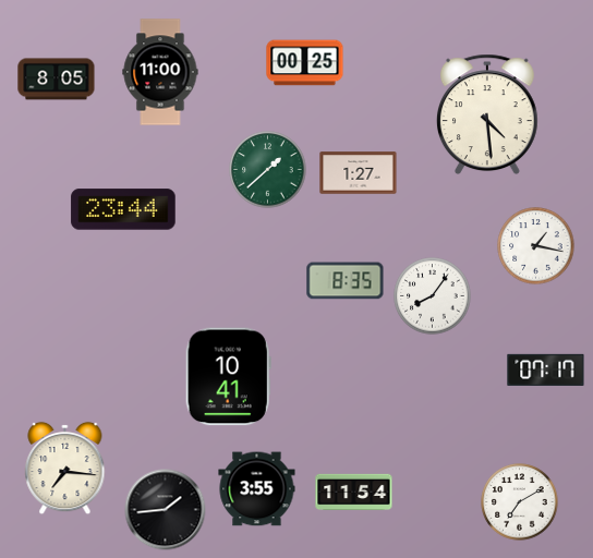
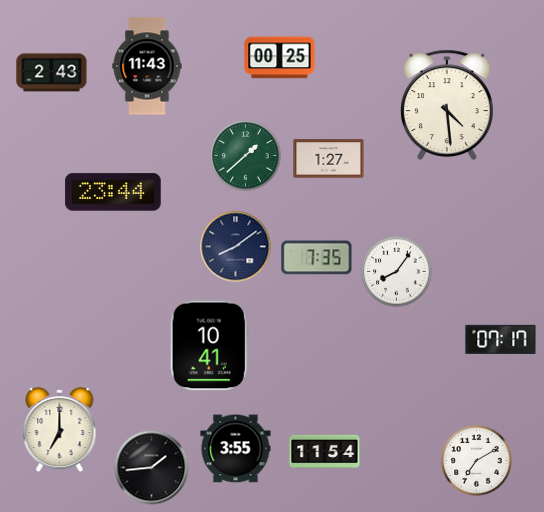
clock at (160, 72): 11:00 -> 11:43
clock at (57, 80): 8:05 -> 2:43
clock at (536, 246): 1:17 -> none
clock at (236, 247): none -> 8:09
clock at (346, 281): 8:35 -> 7:35
clock at (65, 469): 7:16 -> 7:00
